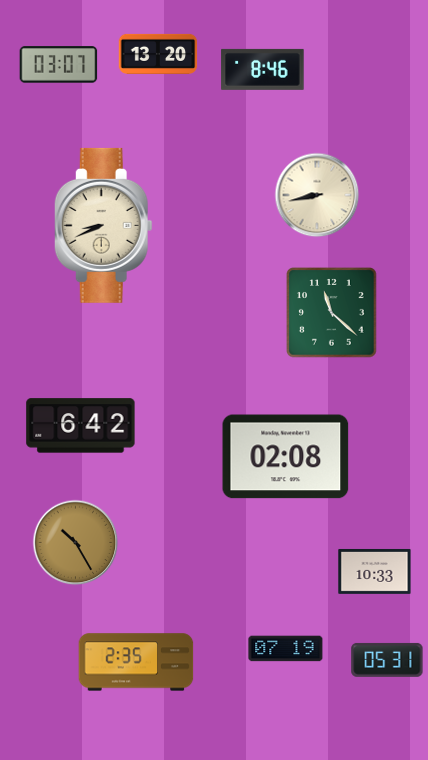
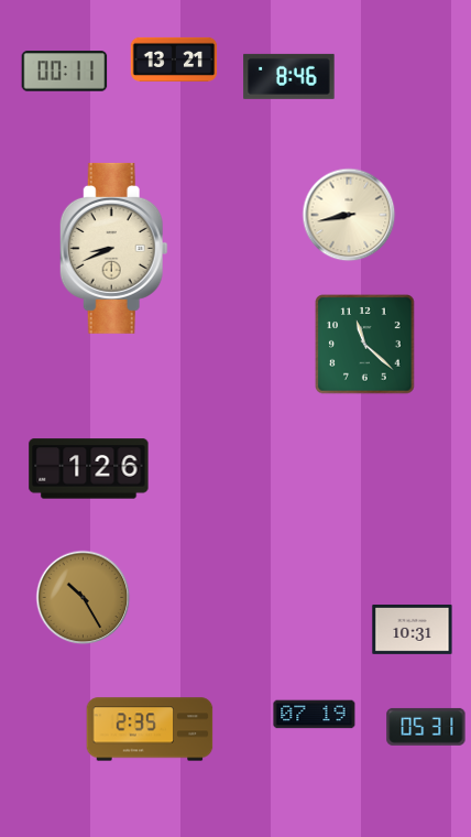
clock at (158, 54): 13:20 -> 13:21
clock at (59, 65): 03:07 -> 00:11
clock at (81, 426): 6:42 -> 1:26
clock at (286, 457): 02:08 -> none
clock at (375, 571): 10:33 -> 10:31
